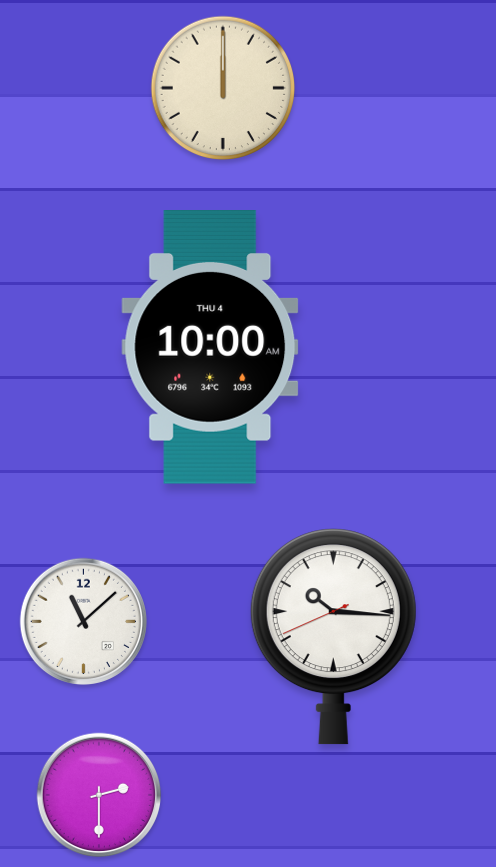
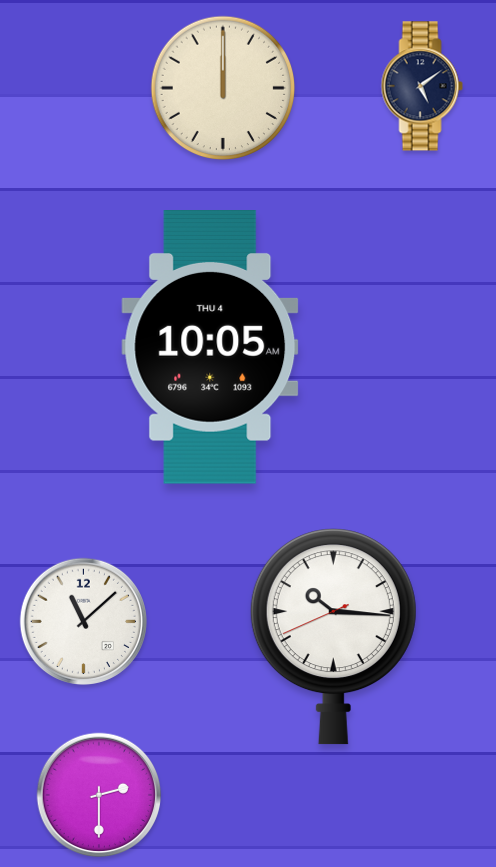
clock at (422, 86): none -> 5:09
clock at (210, 348): 10:00 -> 10:05
